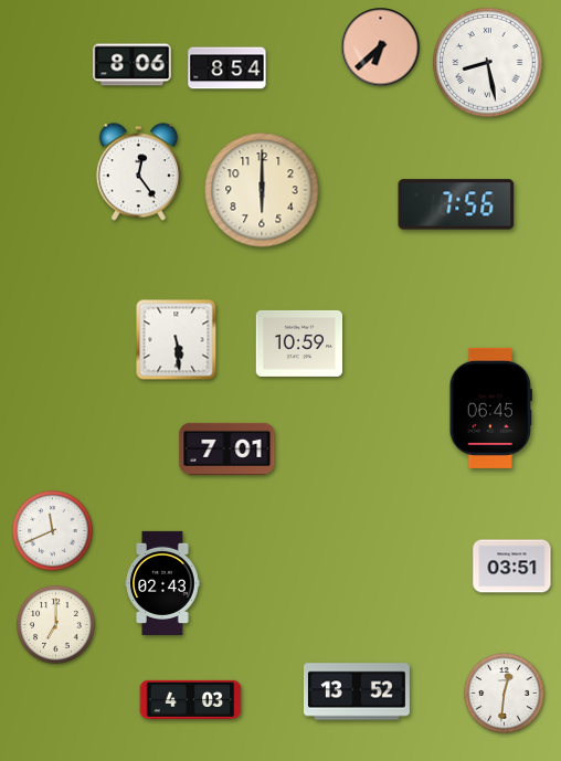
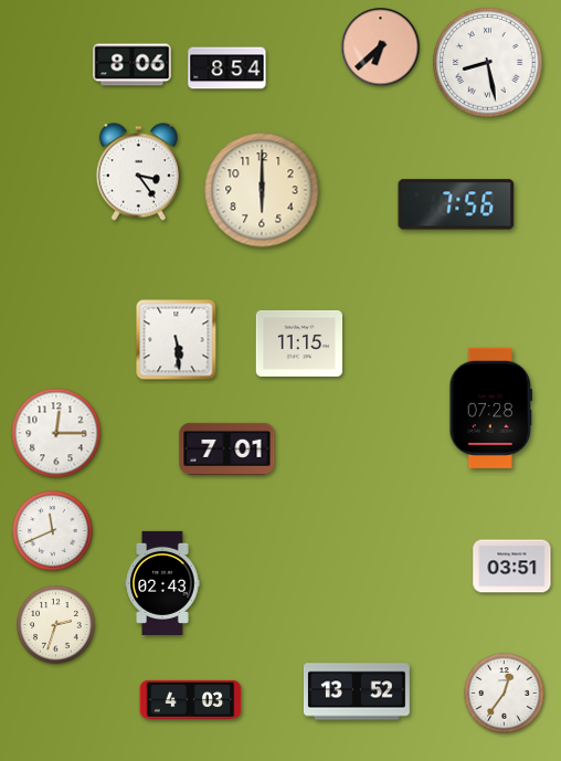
clock at (138, 172): 12:24 -> 3:24
clock at (299, 343): 10:59 -> 11:15
clock at (490, 408): 06:45 -> 07:28
clock at (56, 433): none -> 12:15
clock at (56, 625): 7:00 -> 2:33
clock at (505, 694): 12:31 -> 12:36
